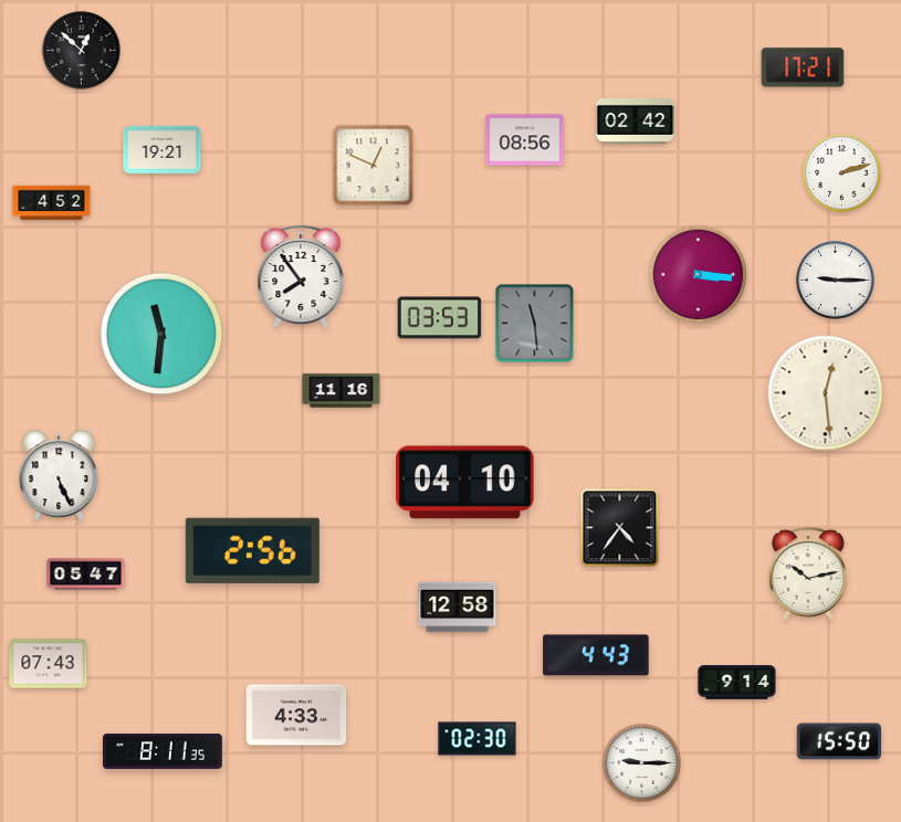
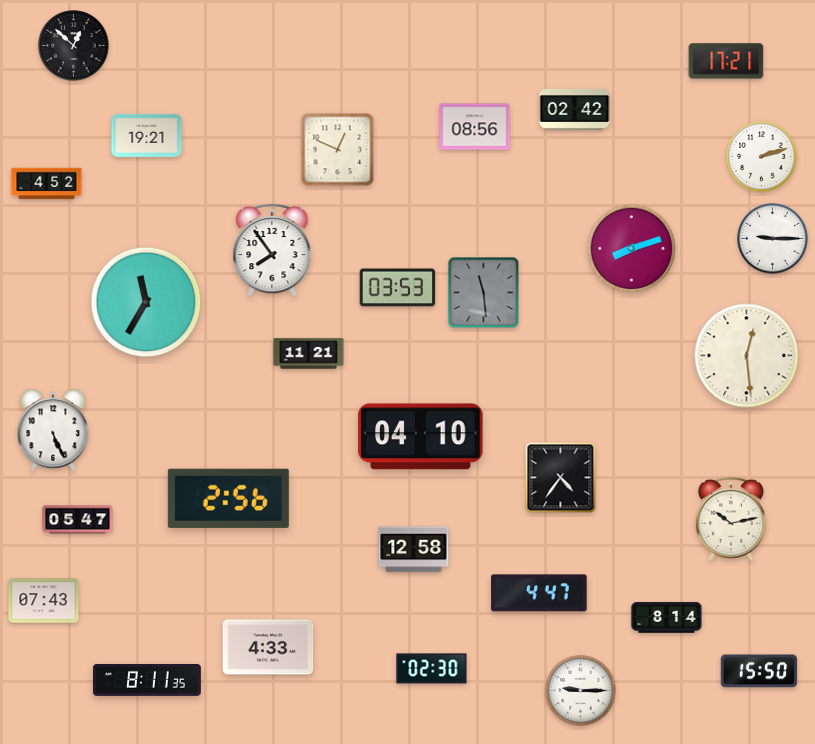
clock at (698, 274): 3:16 -> 8:12
clock at (836, 281) position: (836, 281) -> (773, 239)
clock at (161, 334): 11:31 -> 11:35
clock at (342, 391): 11:16 -> 11:21
clock at (596, 655): 4:43 -> 4:47
clock at (737, 683): 9:14 -> 8:14
